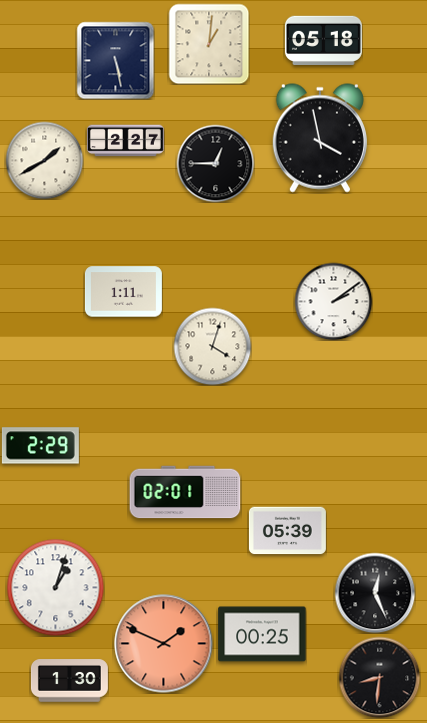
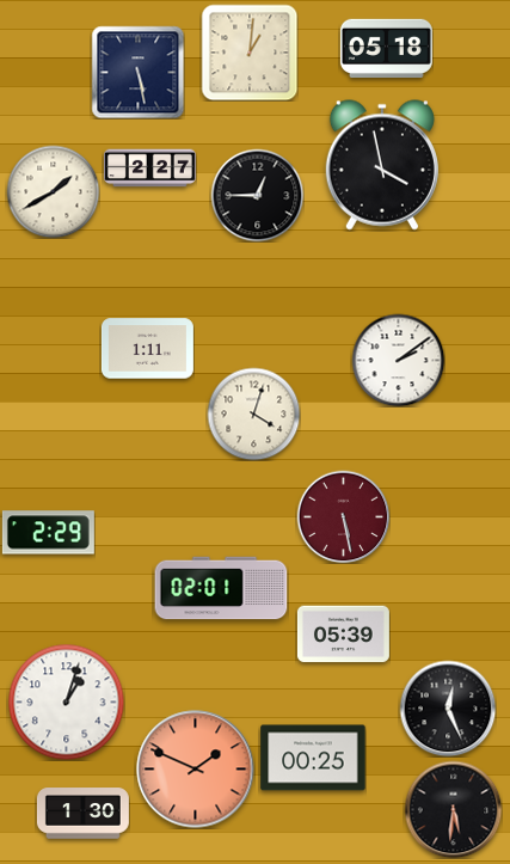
clock at (343, 516): none -> 5:28
clock at (379, 677): 8:31 -> 5:31
